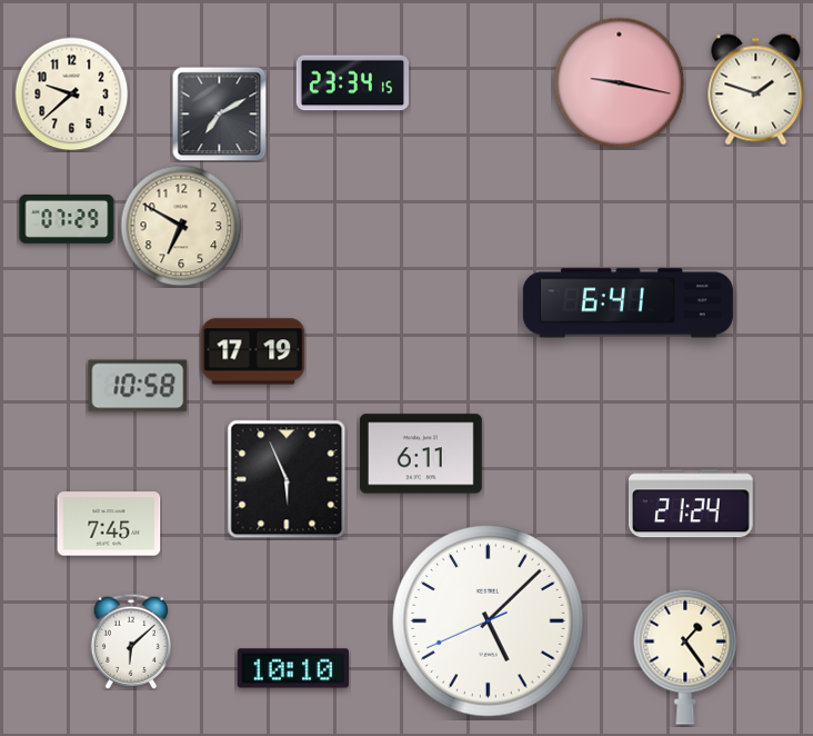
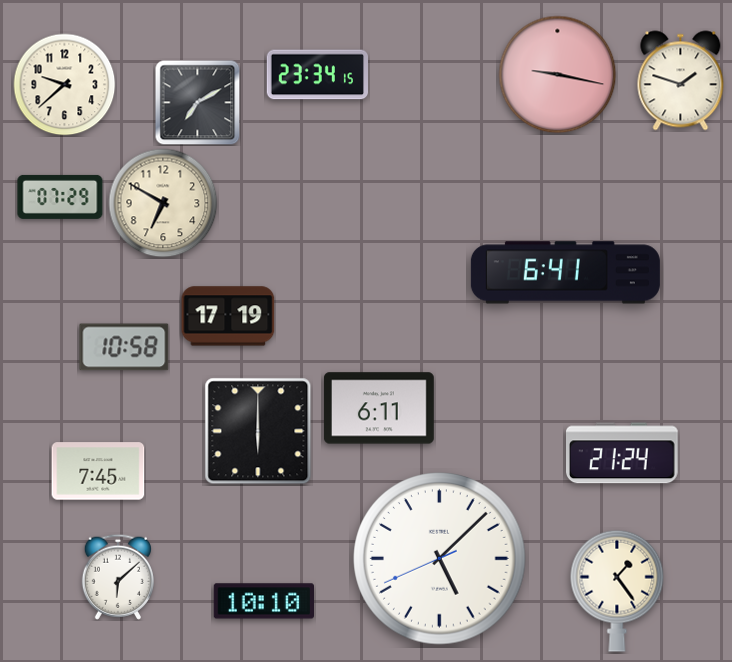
clock at (287, 479): 5:56 -> 6:00
